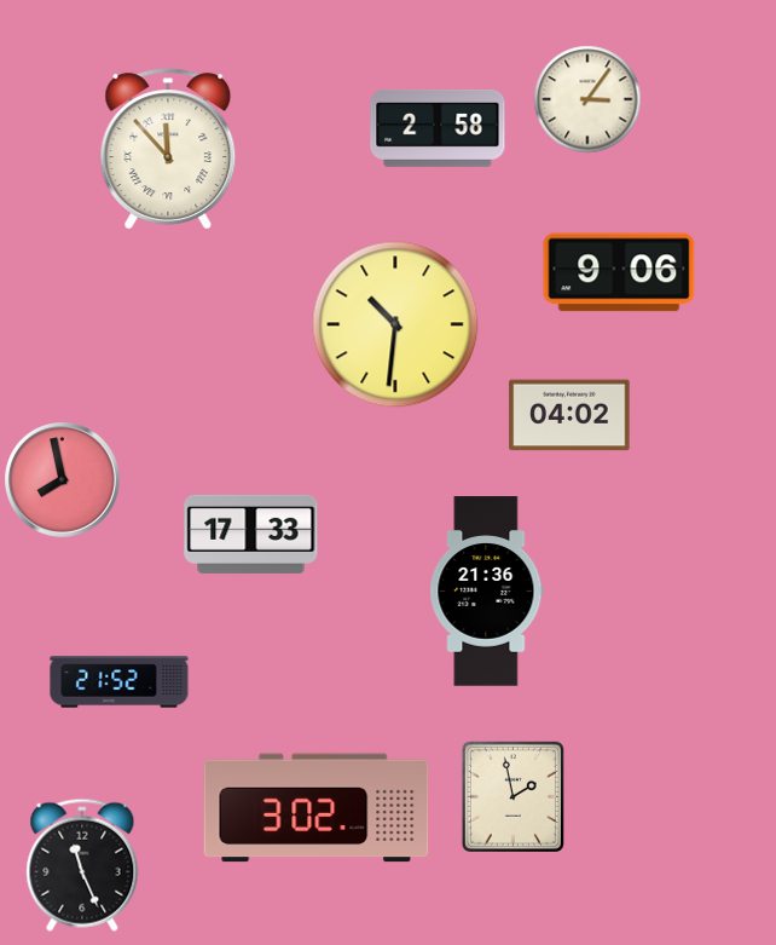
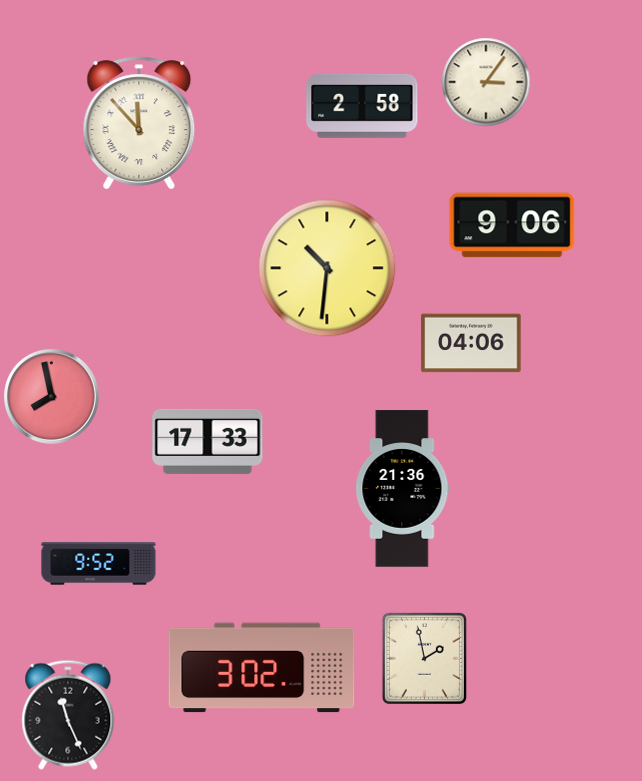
clock at (569, 415): 04:02 -> 04:06
clock at (120, 682): 21:52 -> 9:52
